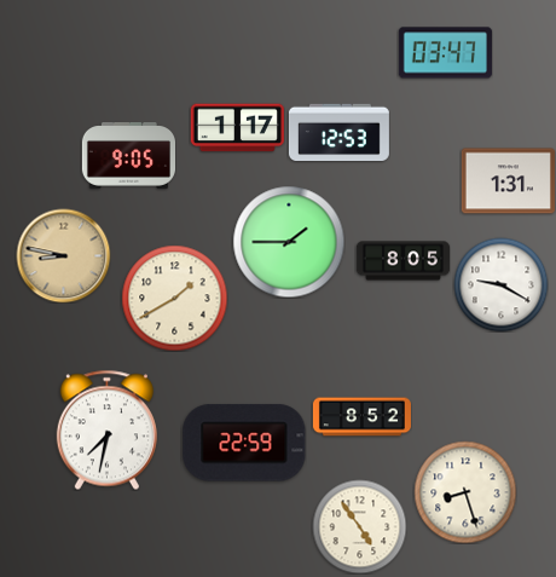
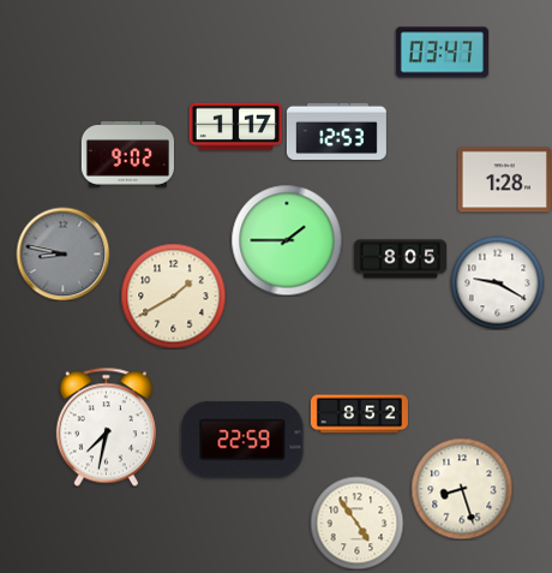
clock at (128, 156): 9:05 -> 9:02
clock at (508, 181): 1:31 -> 1:28
clock at (63, 255) dial: champagne -> grey
